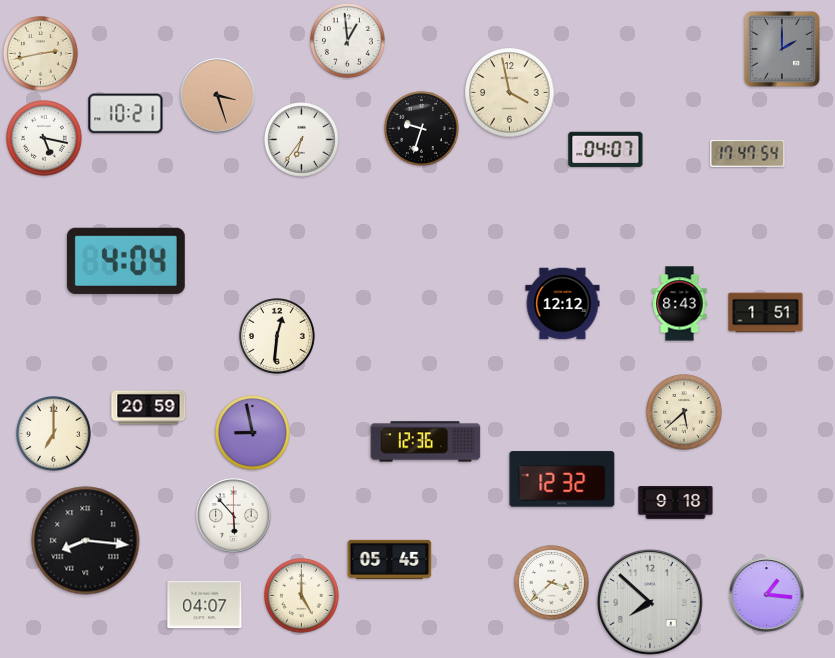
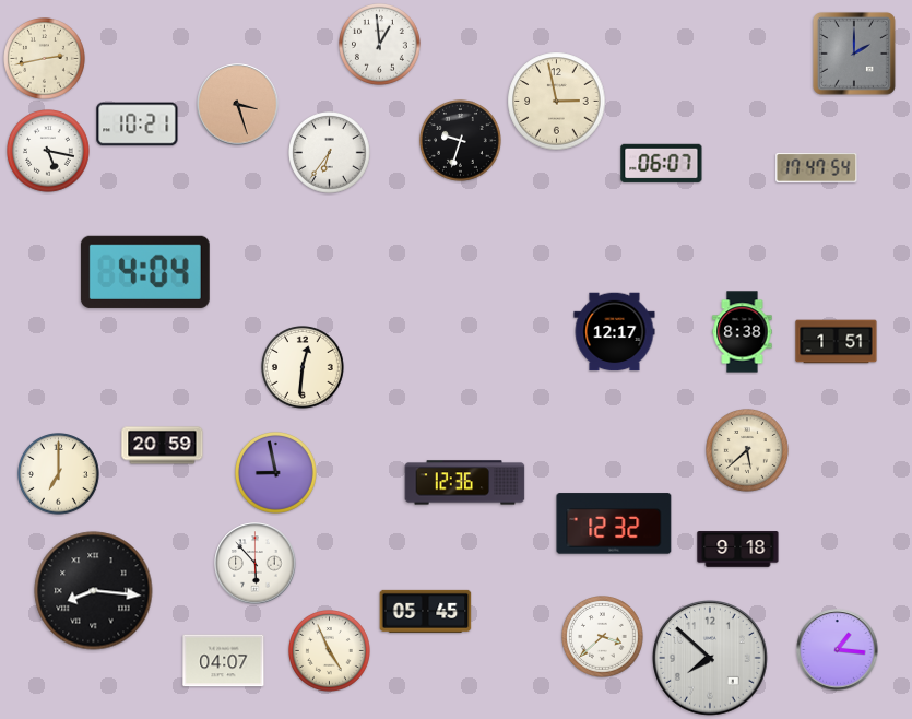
clock at (510, 93): 3:58 -> 2:58
clock at (606, 149): 04:07 -> 06:07
clock at (126, 261) position: (126, 261) -> (145, 272)
clock at (563, 304): 12:12 -> 12:17
clock at (680, 304): 8:43 -> 8:38
clock at (302, 596): 5:00 -> 4:56
